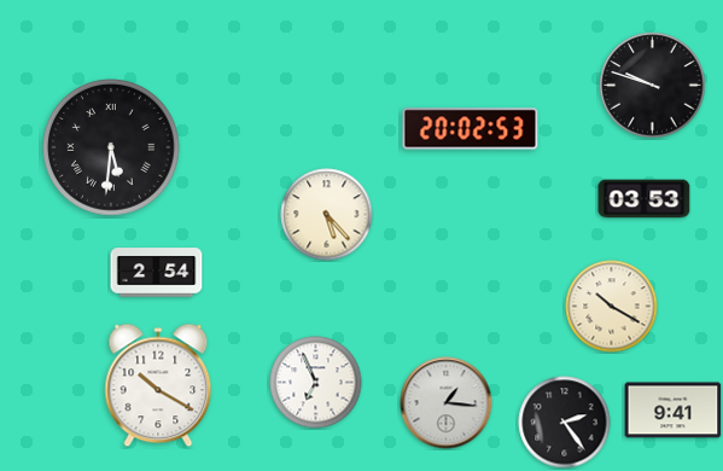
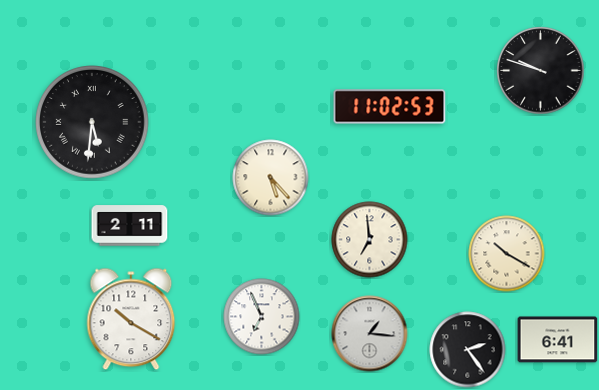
clock at (471, 129): 20:02 -> 11:02
clock at (645, 199): 03:53 -> none
clock at (157, 273): 2:54 -> 2:11
clock at (370, 240): none -> 6:59
clock at (674, 411): 9:41 -> 6:41
